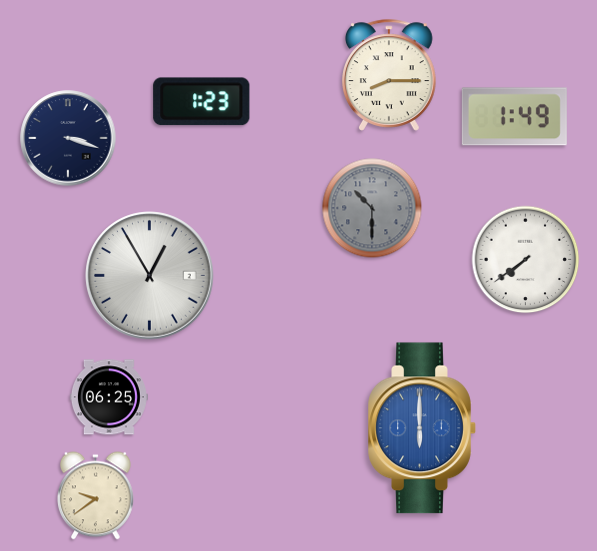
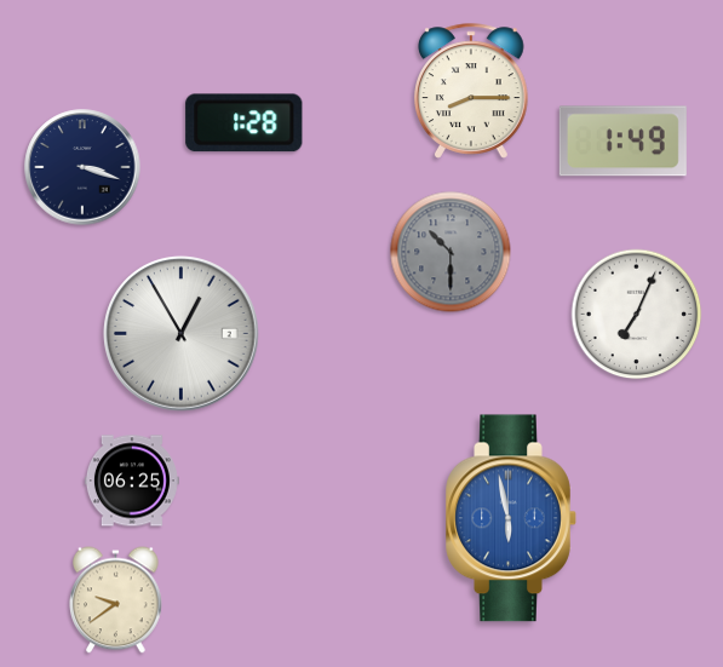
clock at (202, 102): 1:23 -> 1:28
clock at (526, 260): 7:39 -> 7:04
clock at (422, 428): 6:00 -> 5:58
